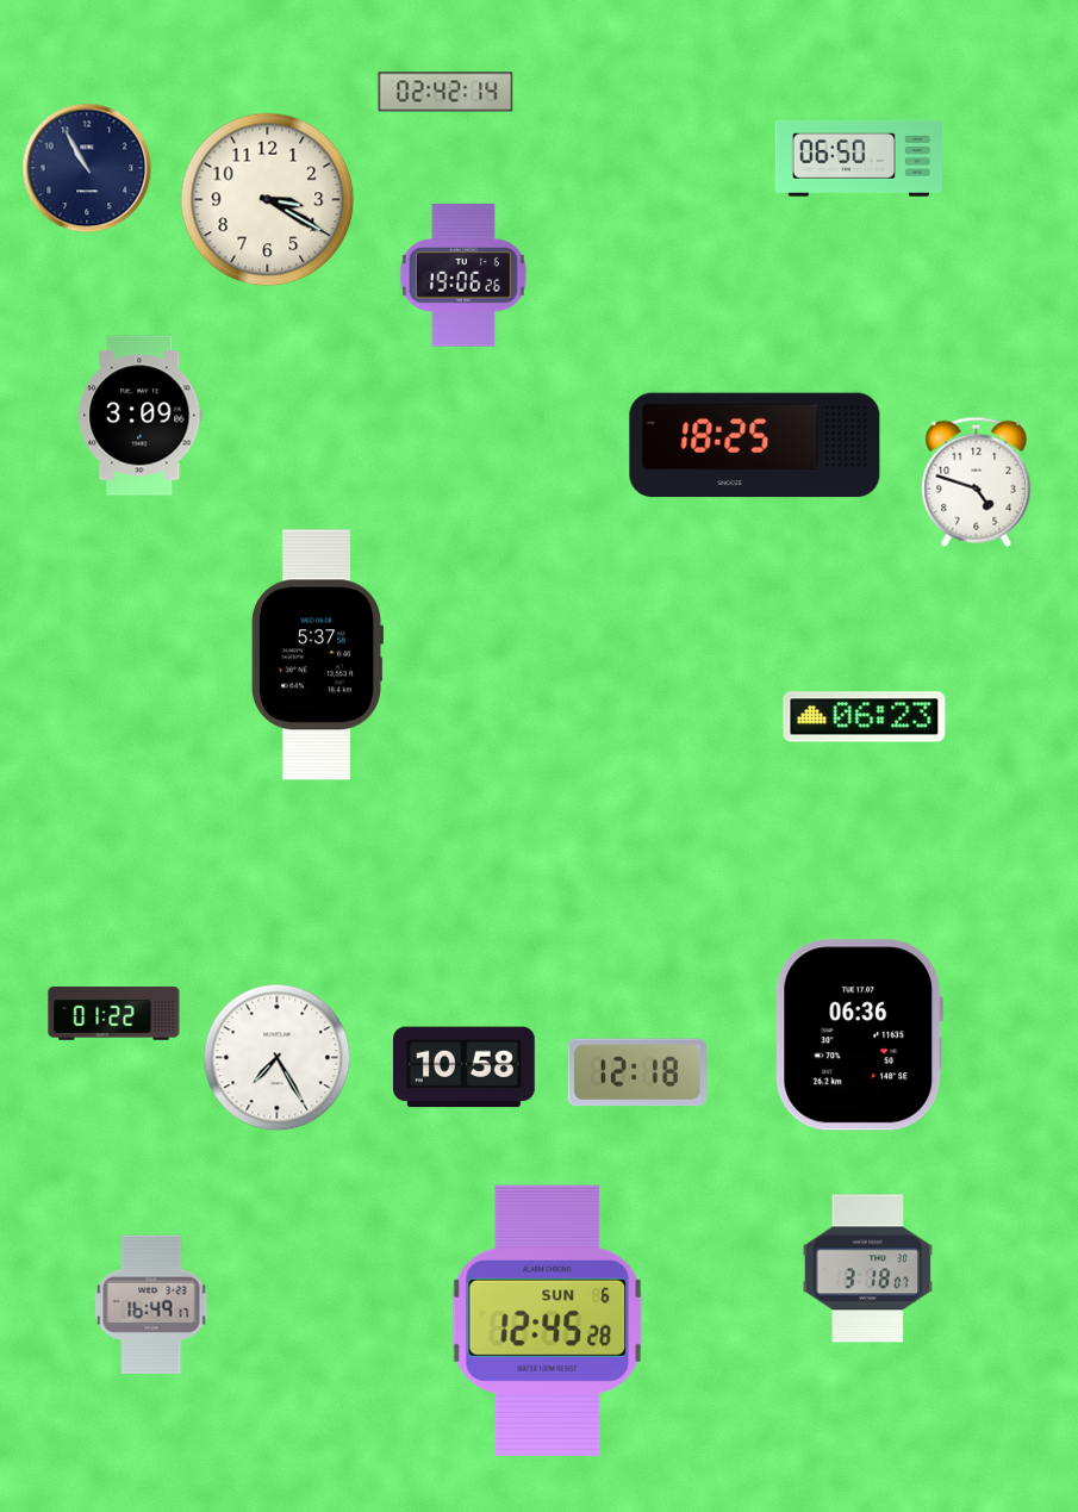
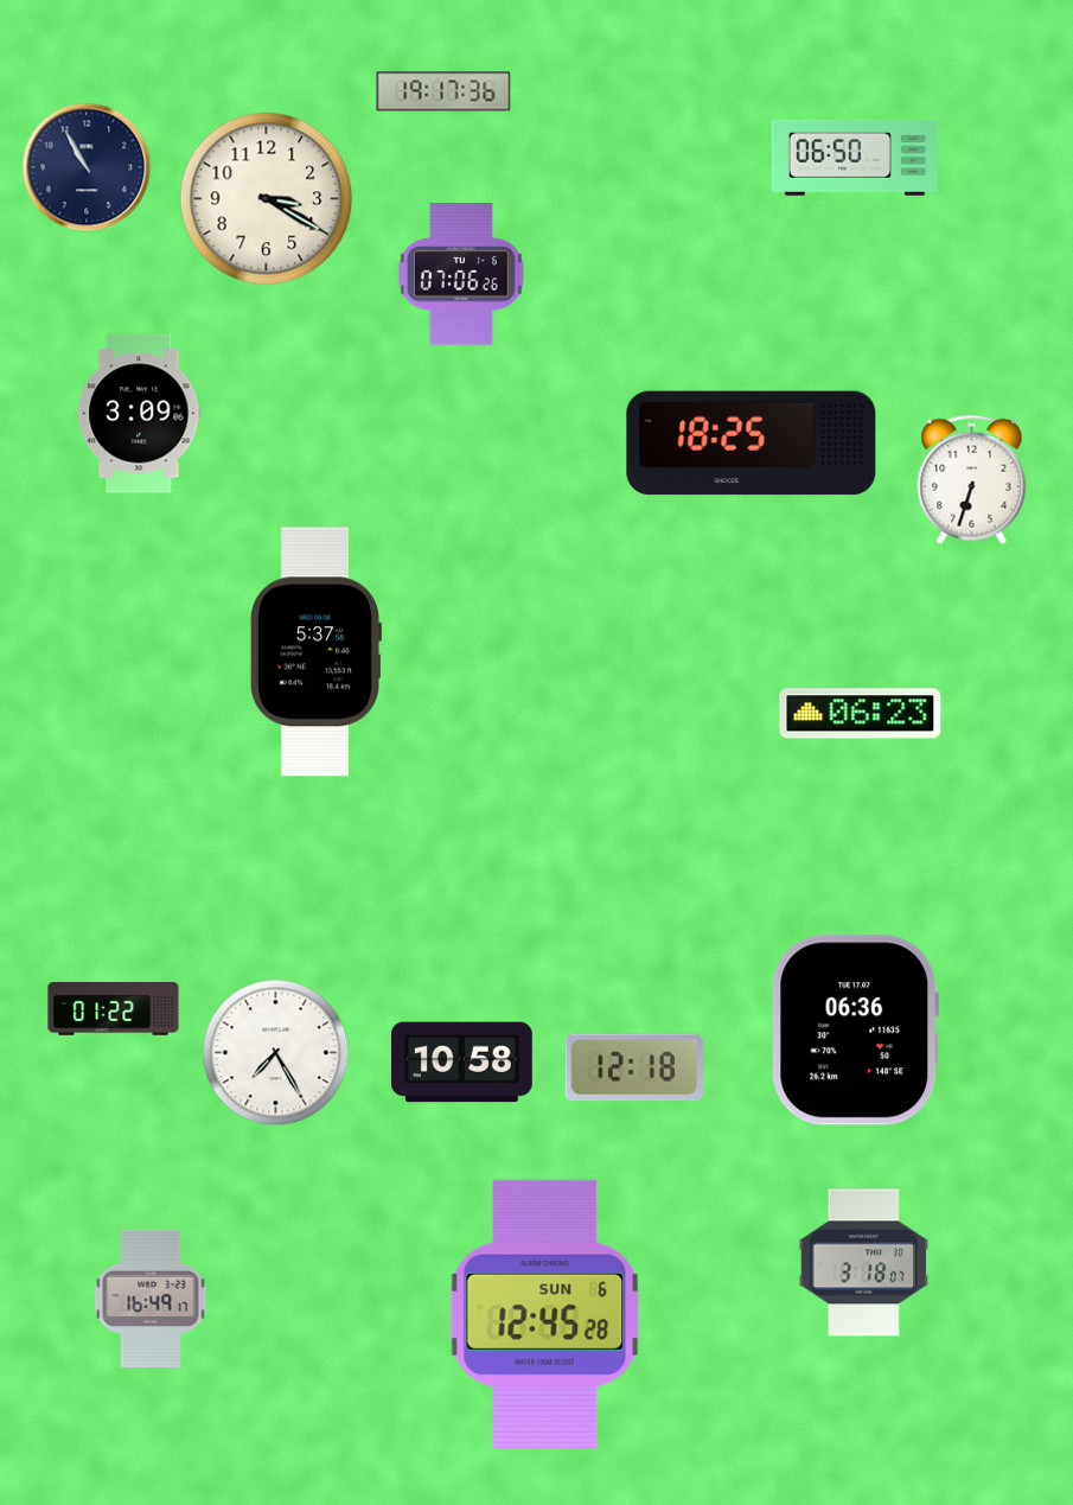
clock at (445, 92): 02:42 -> 19:17
clock at (463, 275): 19:06 -> 07:06
clock at (977, 481): 4:48 -> 6:33
